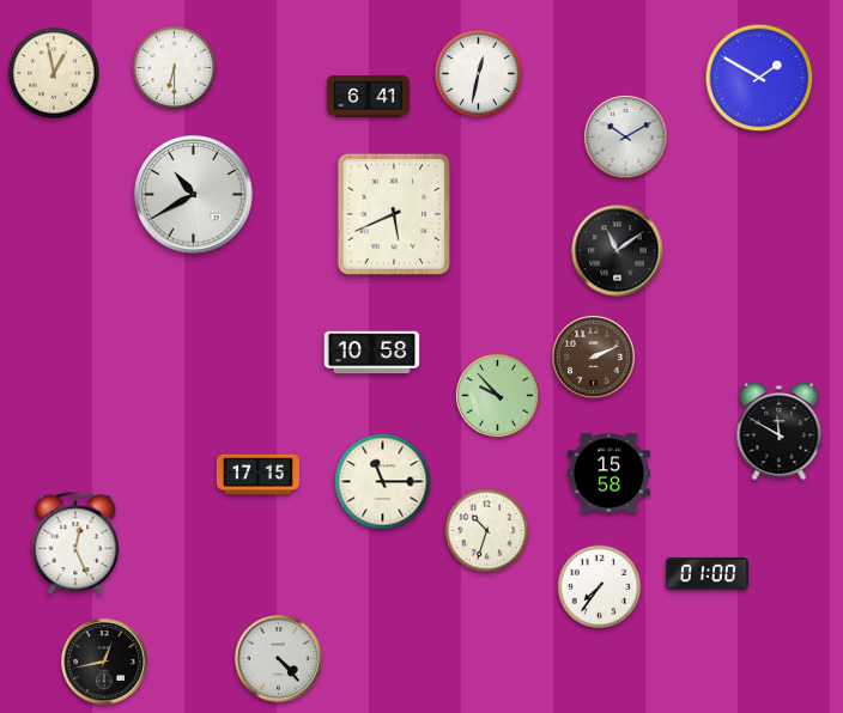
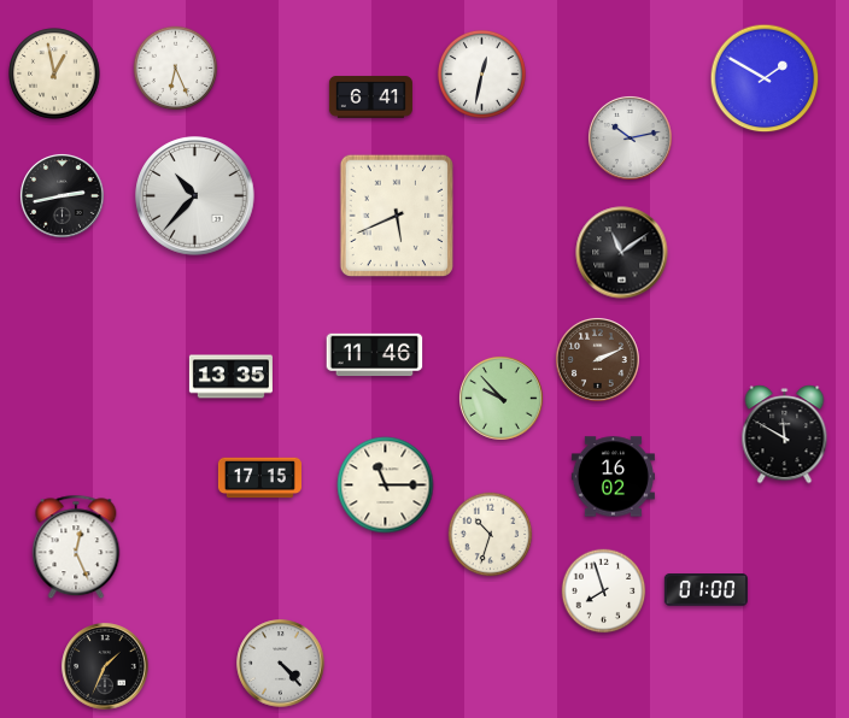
clock at (175, 68): 6:30 -> 6:26
clock at (625, 136): 10:10 -> 10:13
clock at (62, 195): none -> 2:43
clock at (194, 195): 10:40 -> 10:37
clock at (372, 353): 10:58 -> 11:46
clock at (230, 377): none -> 13:35
clock at (608, 474): 15:58 -> 16:02
clock at (706, 574) position: (706, 574) -> (705, 590)
clock at (600, 587): 7:36 -> 7:57
clock at (104, 662): 12:43 -> 1:34
